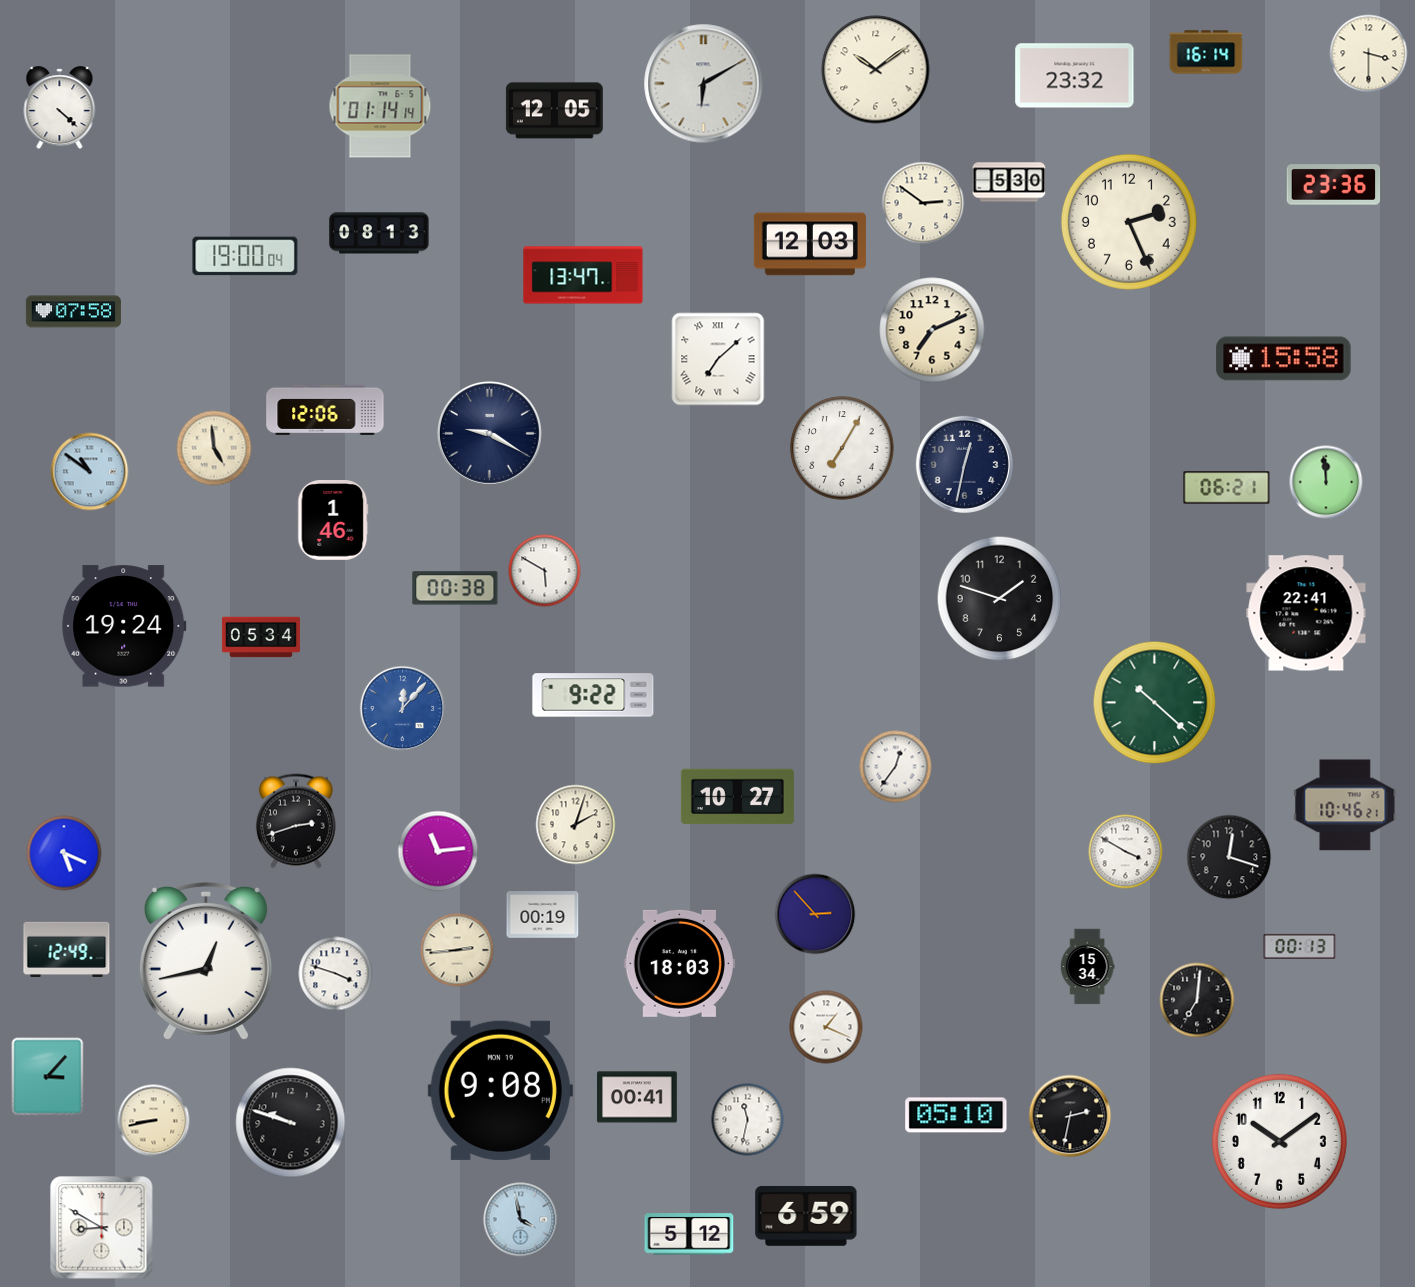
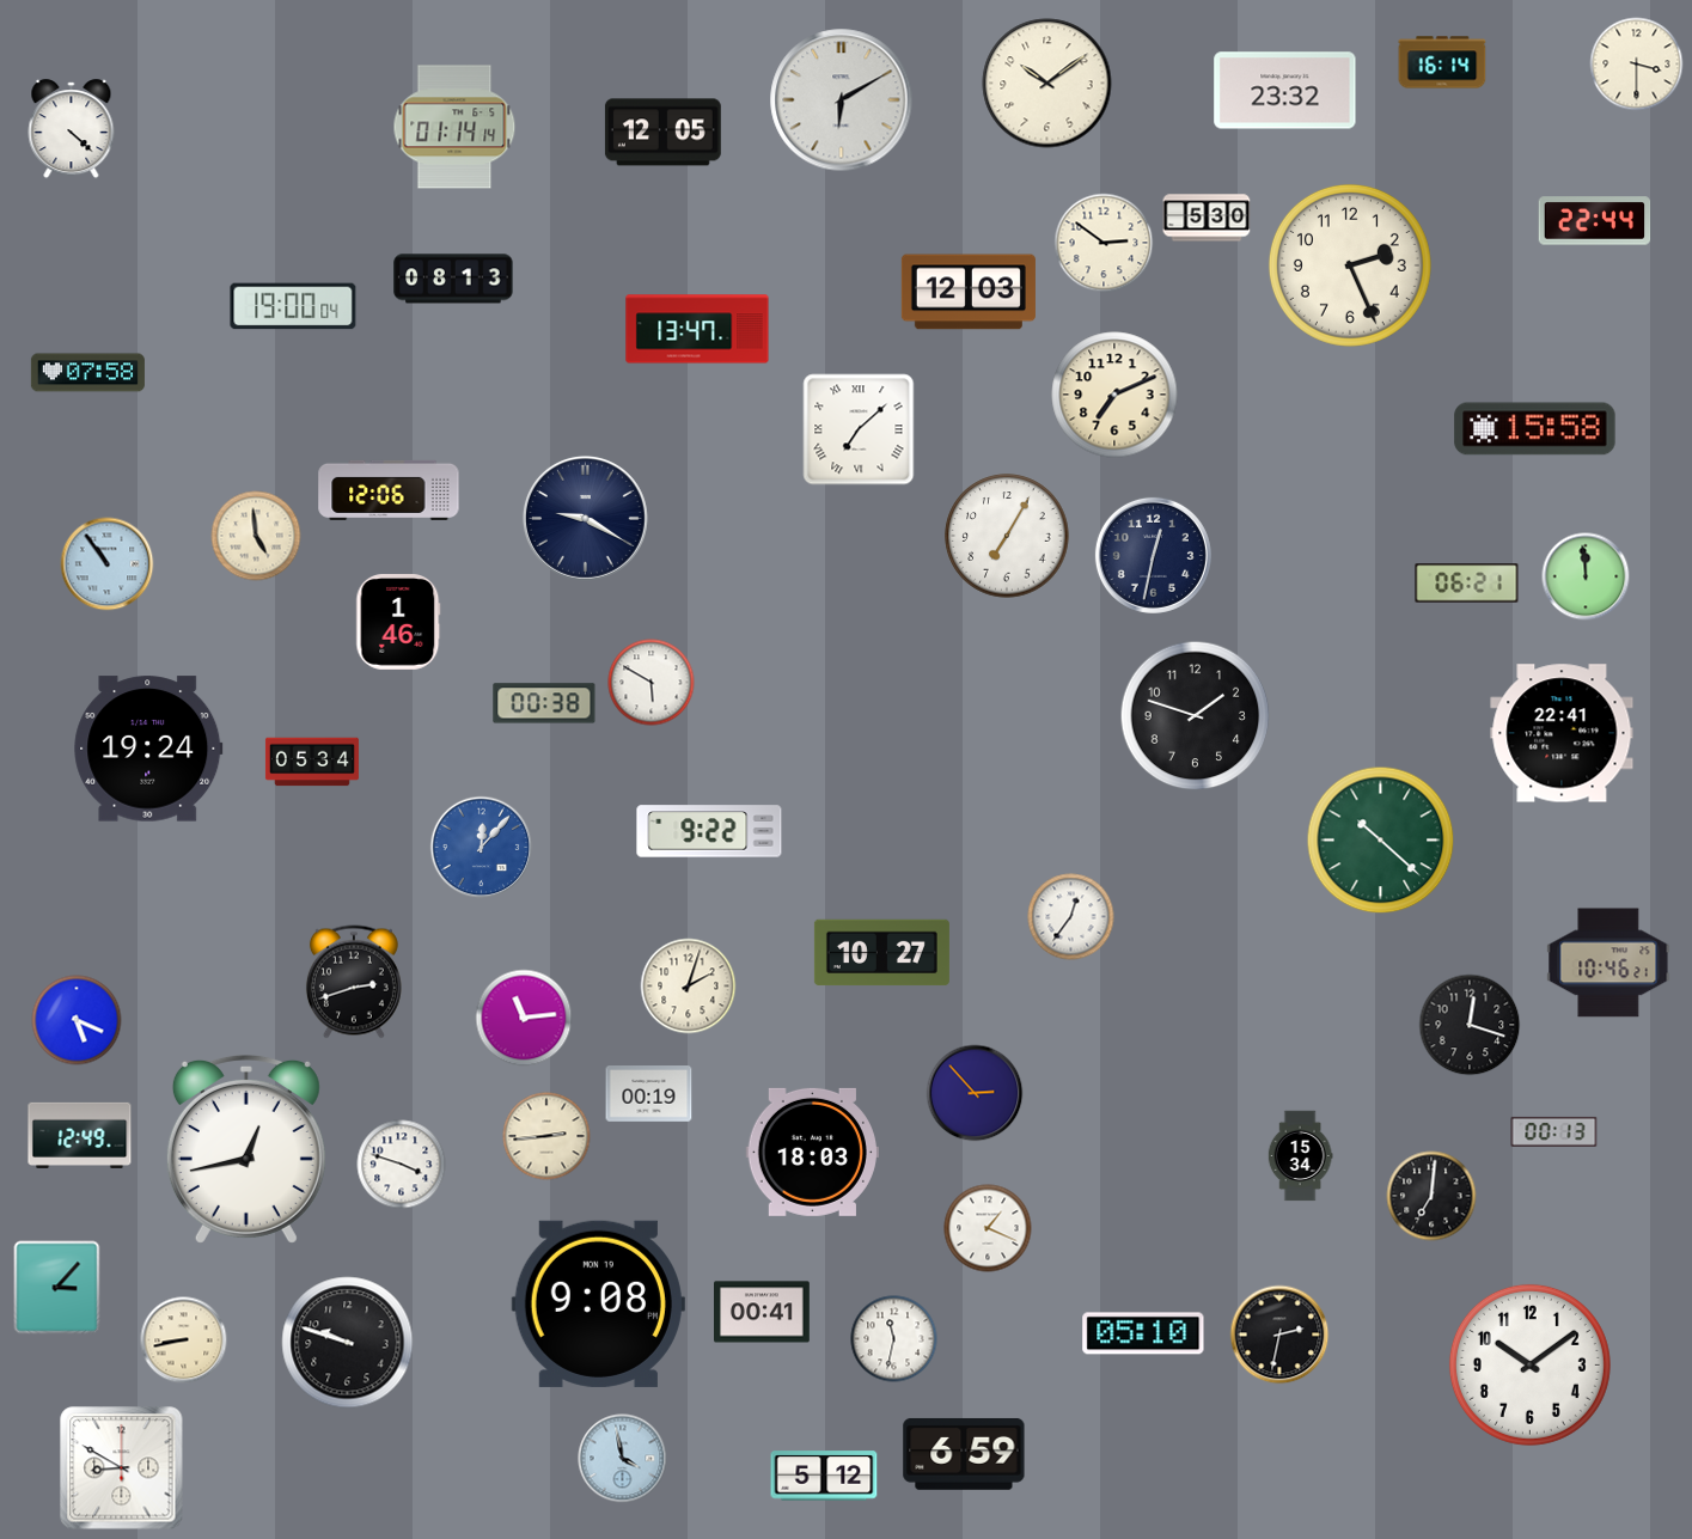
clock at (1334, 185): 23:36 -> 22:44
clock at (90, 472): 10:51 -> 10:54
clock at (1126, 852): 3:50 -> none
